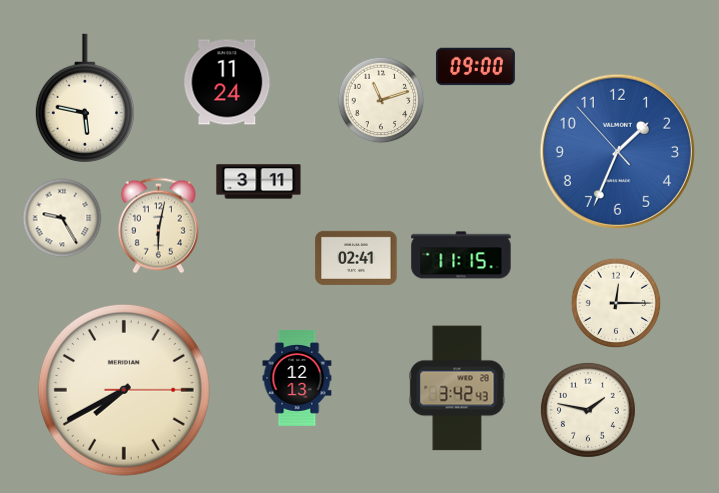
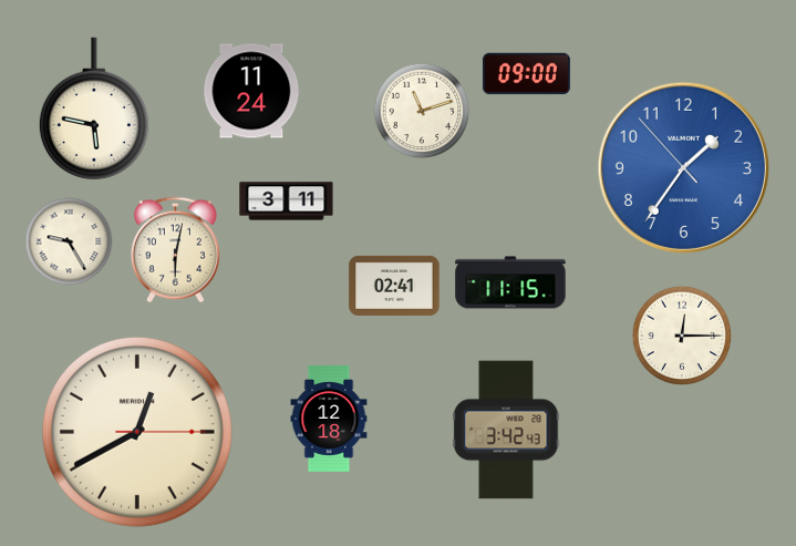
clock at (617, 151): 1:33 -> 1:35
clock at (297, 378): 12:13 -> 12:18
clock at (124, 390): 7:40 -> 12:40
clock at (588, 410): 1:47 -> none
